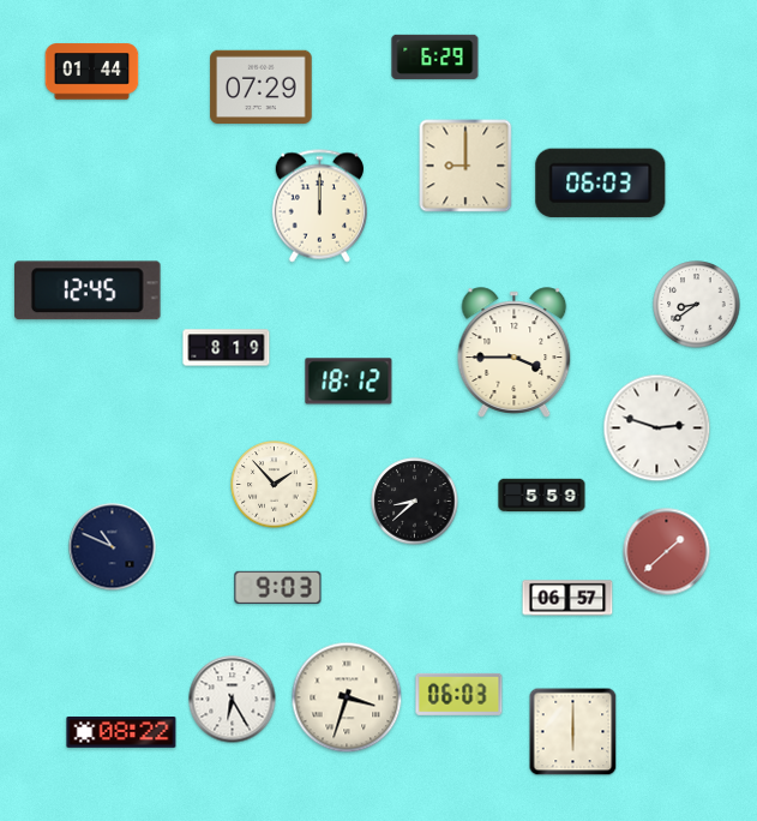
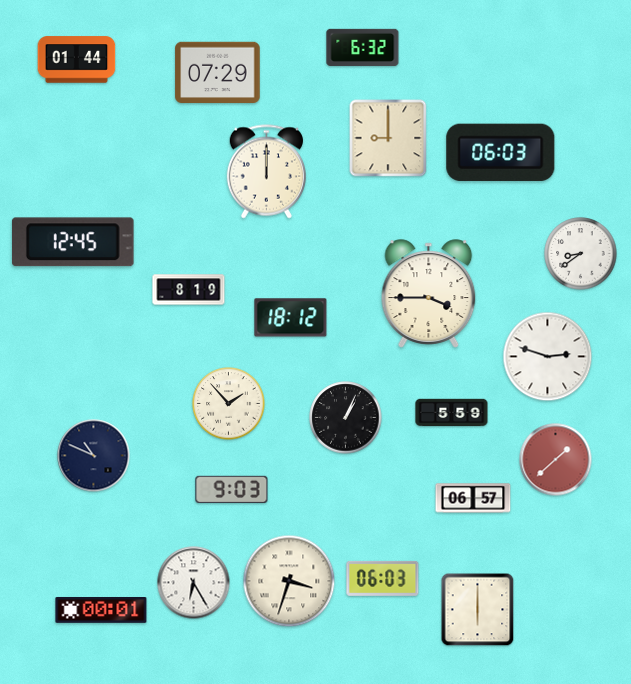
clock at (435, 56): 6:29 -> 6:32
clock at (415, 502): 8:38 -> 1:04
clock at (121, 732): 08:22 -> 00:01
